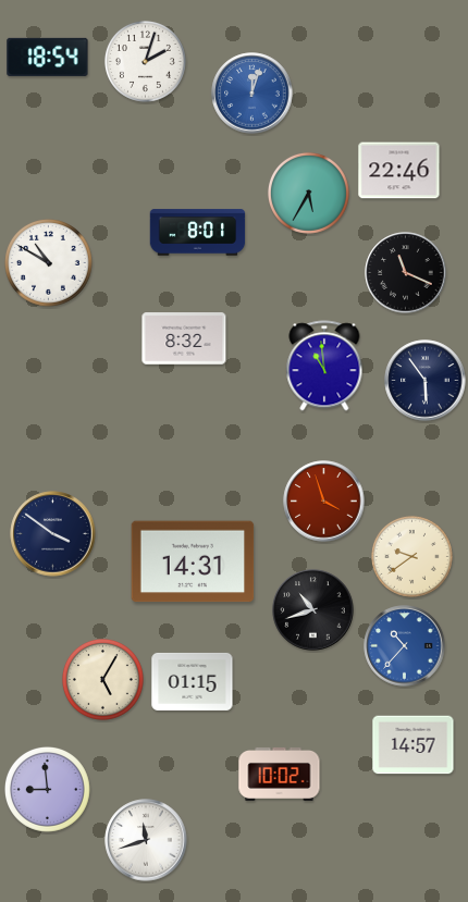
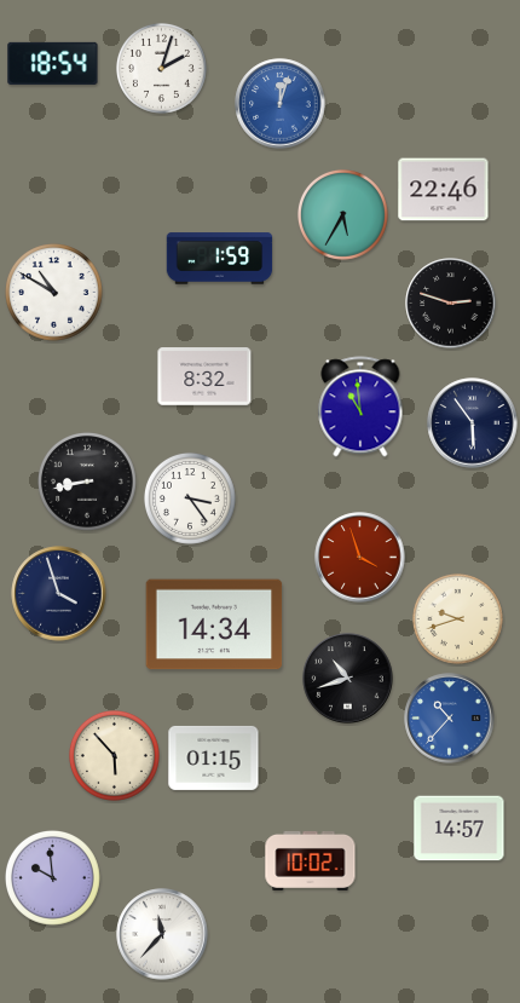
clock at (198, 233): 8:01 -> 1:59
clock at (406, 273): 11:19 -> 2:48
clock at (88, 483): none -> 8:43
clock at (190, 498): none -> 3:24
clock at (53, 534): 3:51 -> 3:57
clock at (411, 556): 9:39 -> 9:42
clock at (193, 561): 14:31 -> 14:34
clock at (102, 679): 5:05 -> 5:53
clock at (48, 790): 8:59 -> 9:59
clock at (146, 840): 11:42 -> 11:37
